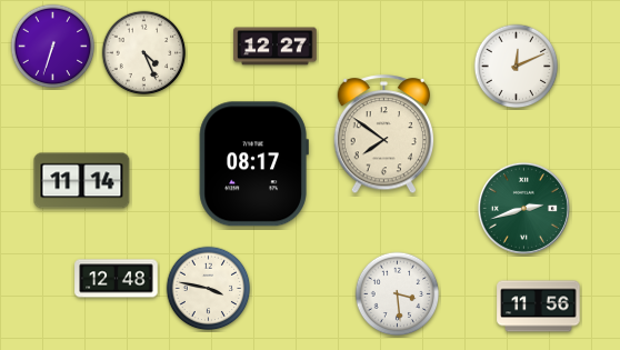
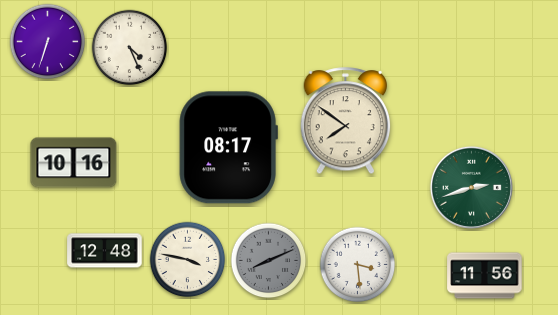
clock at (276, 47): 12:27 -> none
clock at (517, 67): 12:11 -> none
clock at (82, 181): 11:14 -> 10:16
clock at (269, 261): none -> 8:11
